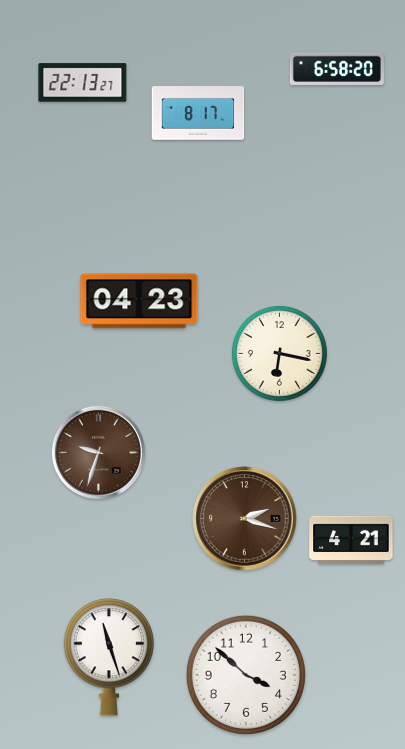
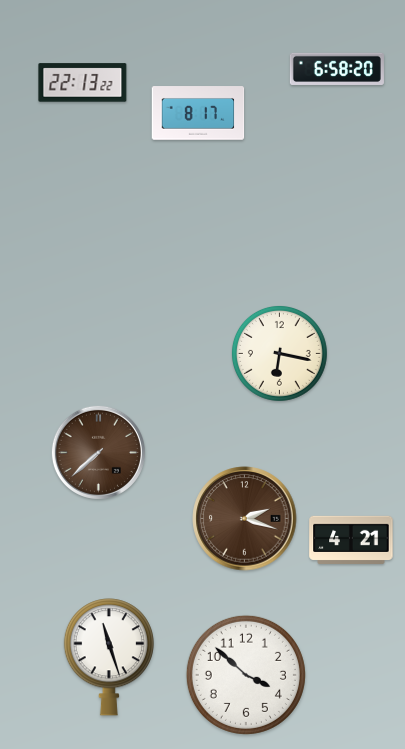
clock at (83, 83): 22:13:27 -> 22:13:22
clock at (139, 301): 04:23 -> none
clock at (98, 452): 9:33 -> 7:38
